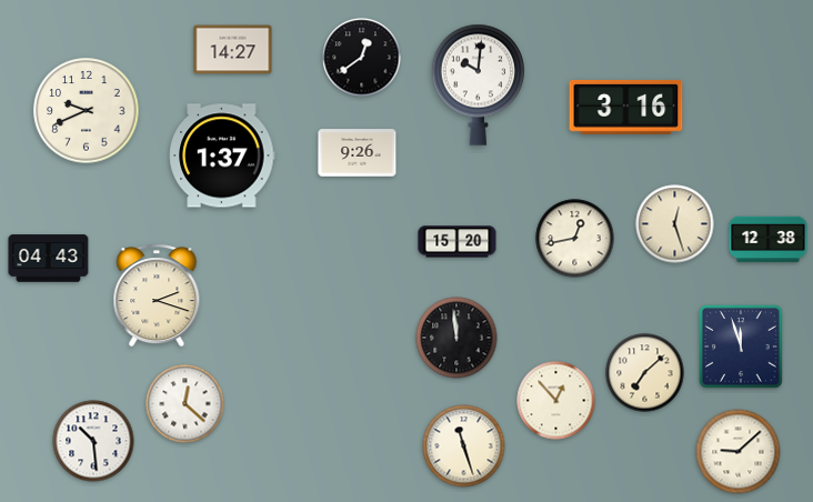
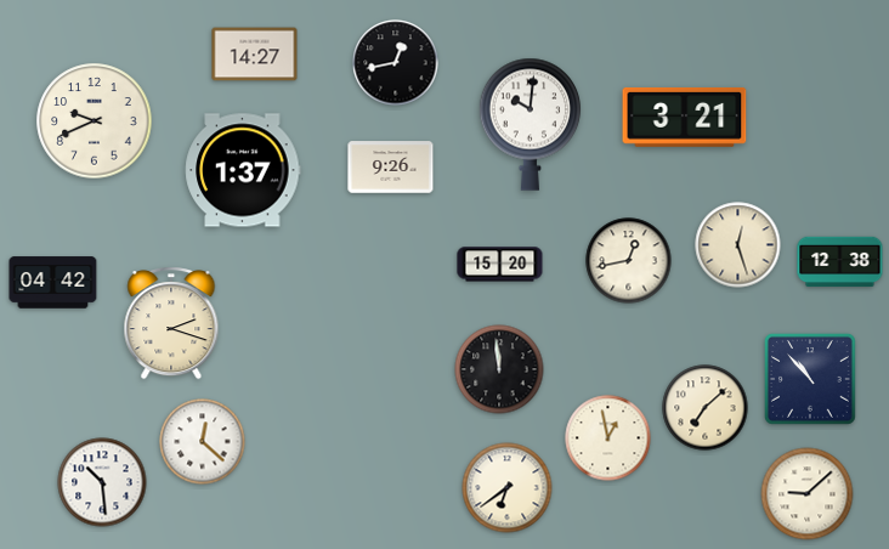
clock at (362, 58): 12:39 -> 12:43
clock at (479, 84) position: (479, 84) -> (531, 124)
clock at (626, 108): 3:16 -> 3:21
clock at (49, 259): 04:43 -> 04:42
clock at (741, 347): 11:57 -> 10:53
clock at (556, 401): 12:53 -> 12:58
clock at (464, 446): 11:27 -> 6:39
